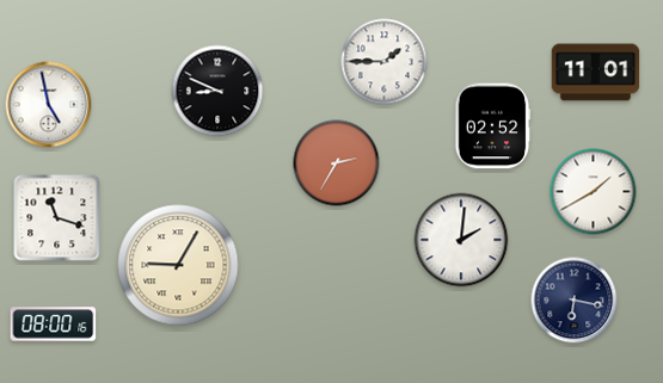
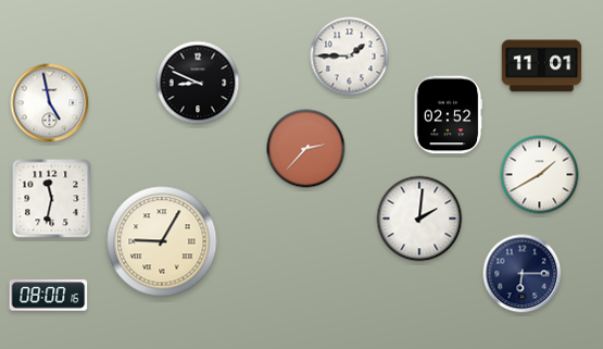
clock at (49, 105) position: (49, 105) -> (50, 103)
clock at (337, 163): 2:35 -> 2:37
clock at (57, 218): 11:18 -> 11:32
clock at (575, 301): 6:17 -> 6:15
